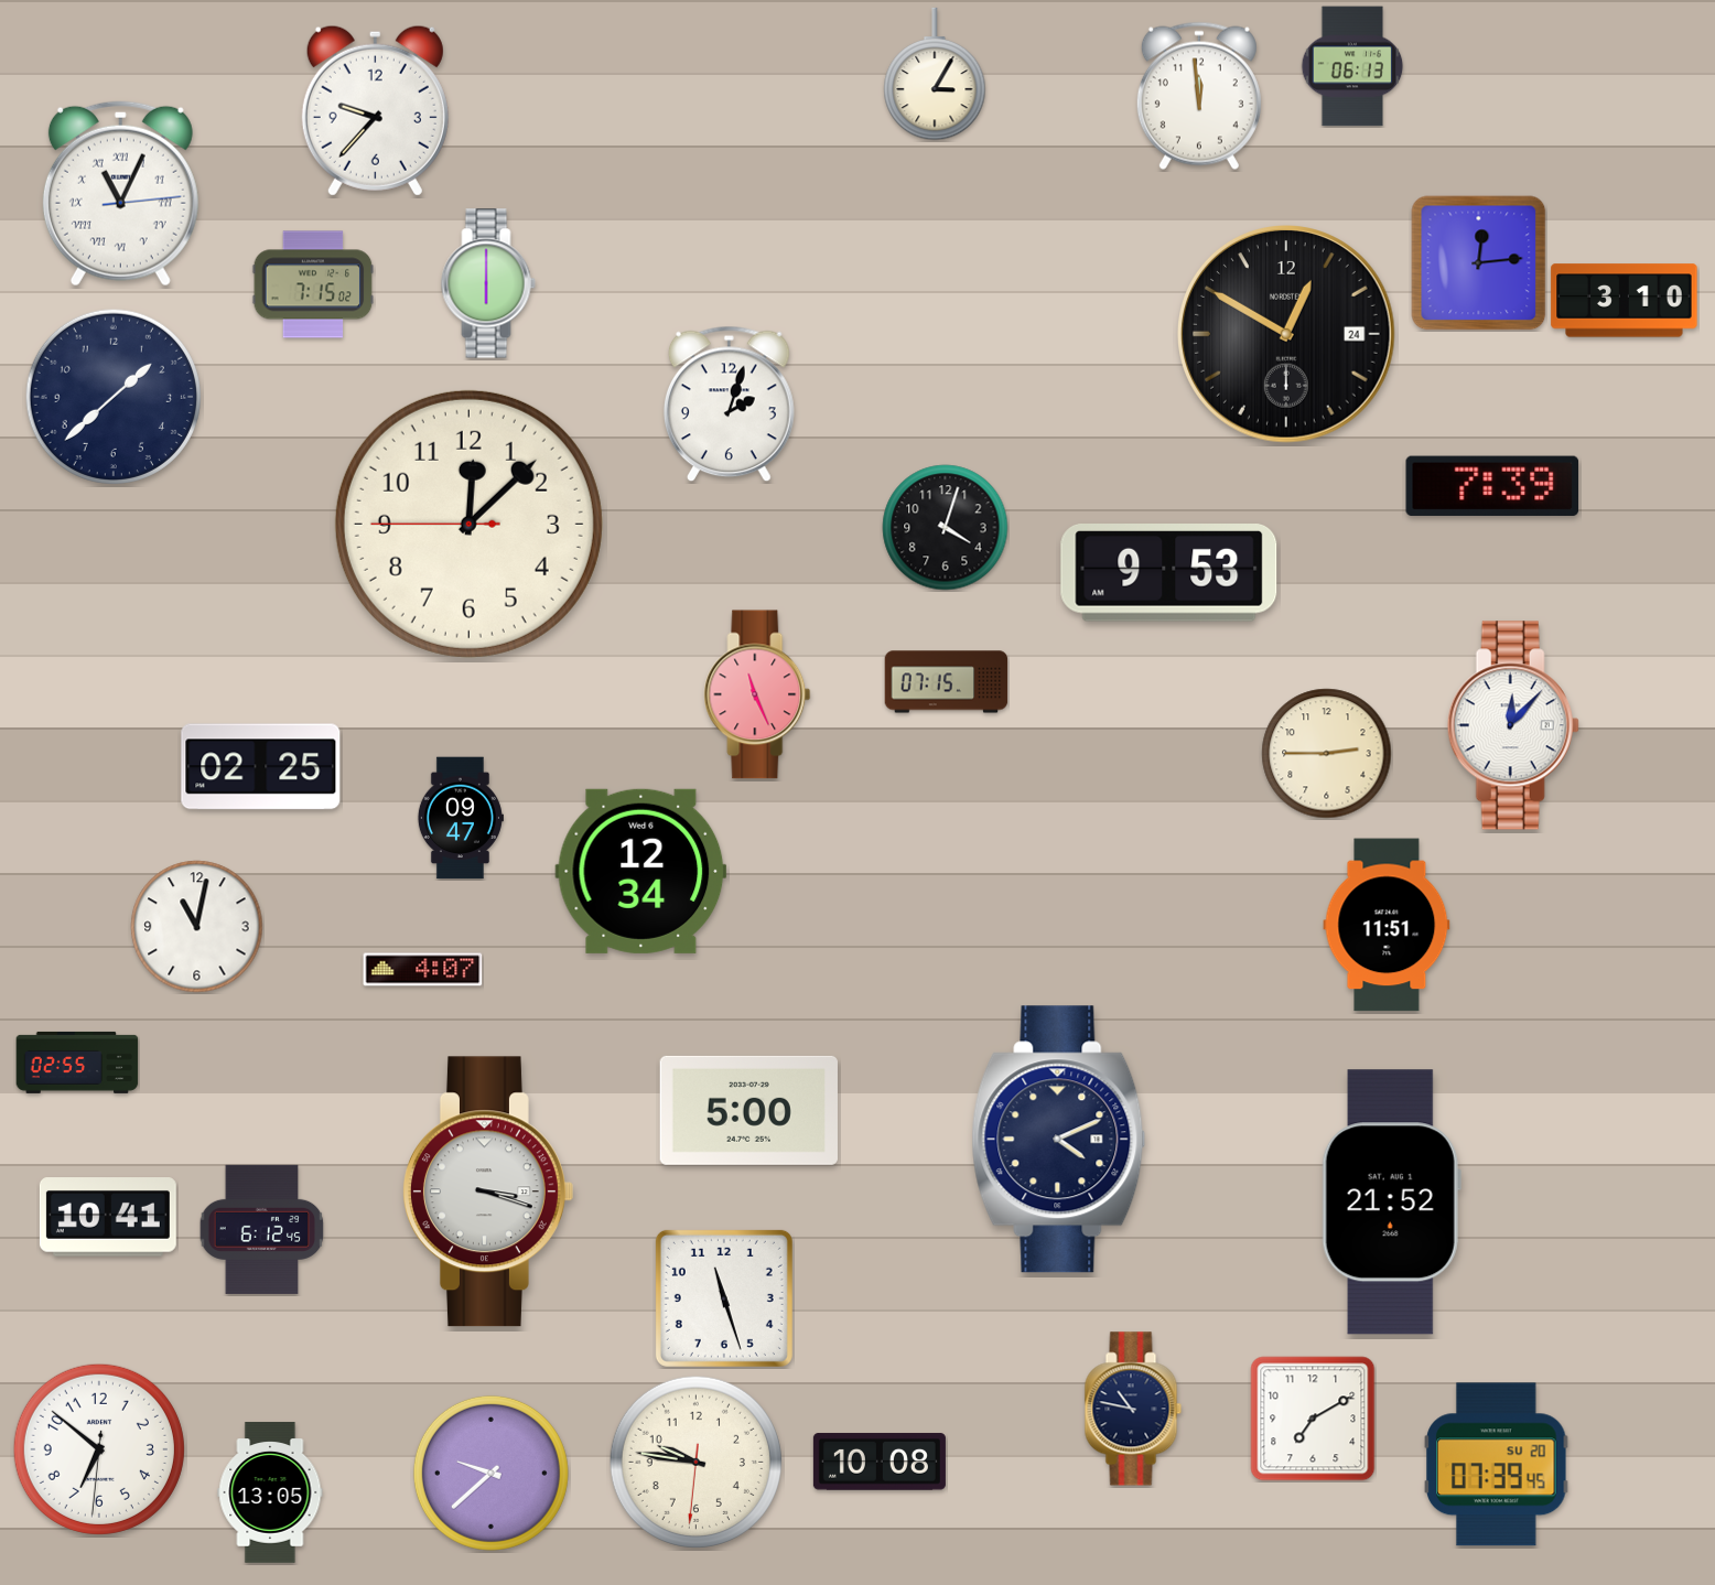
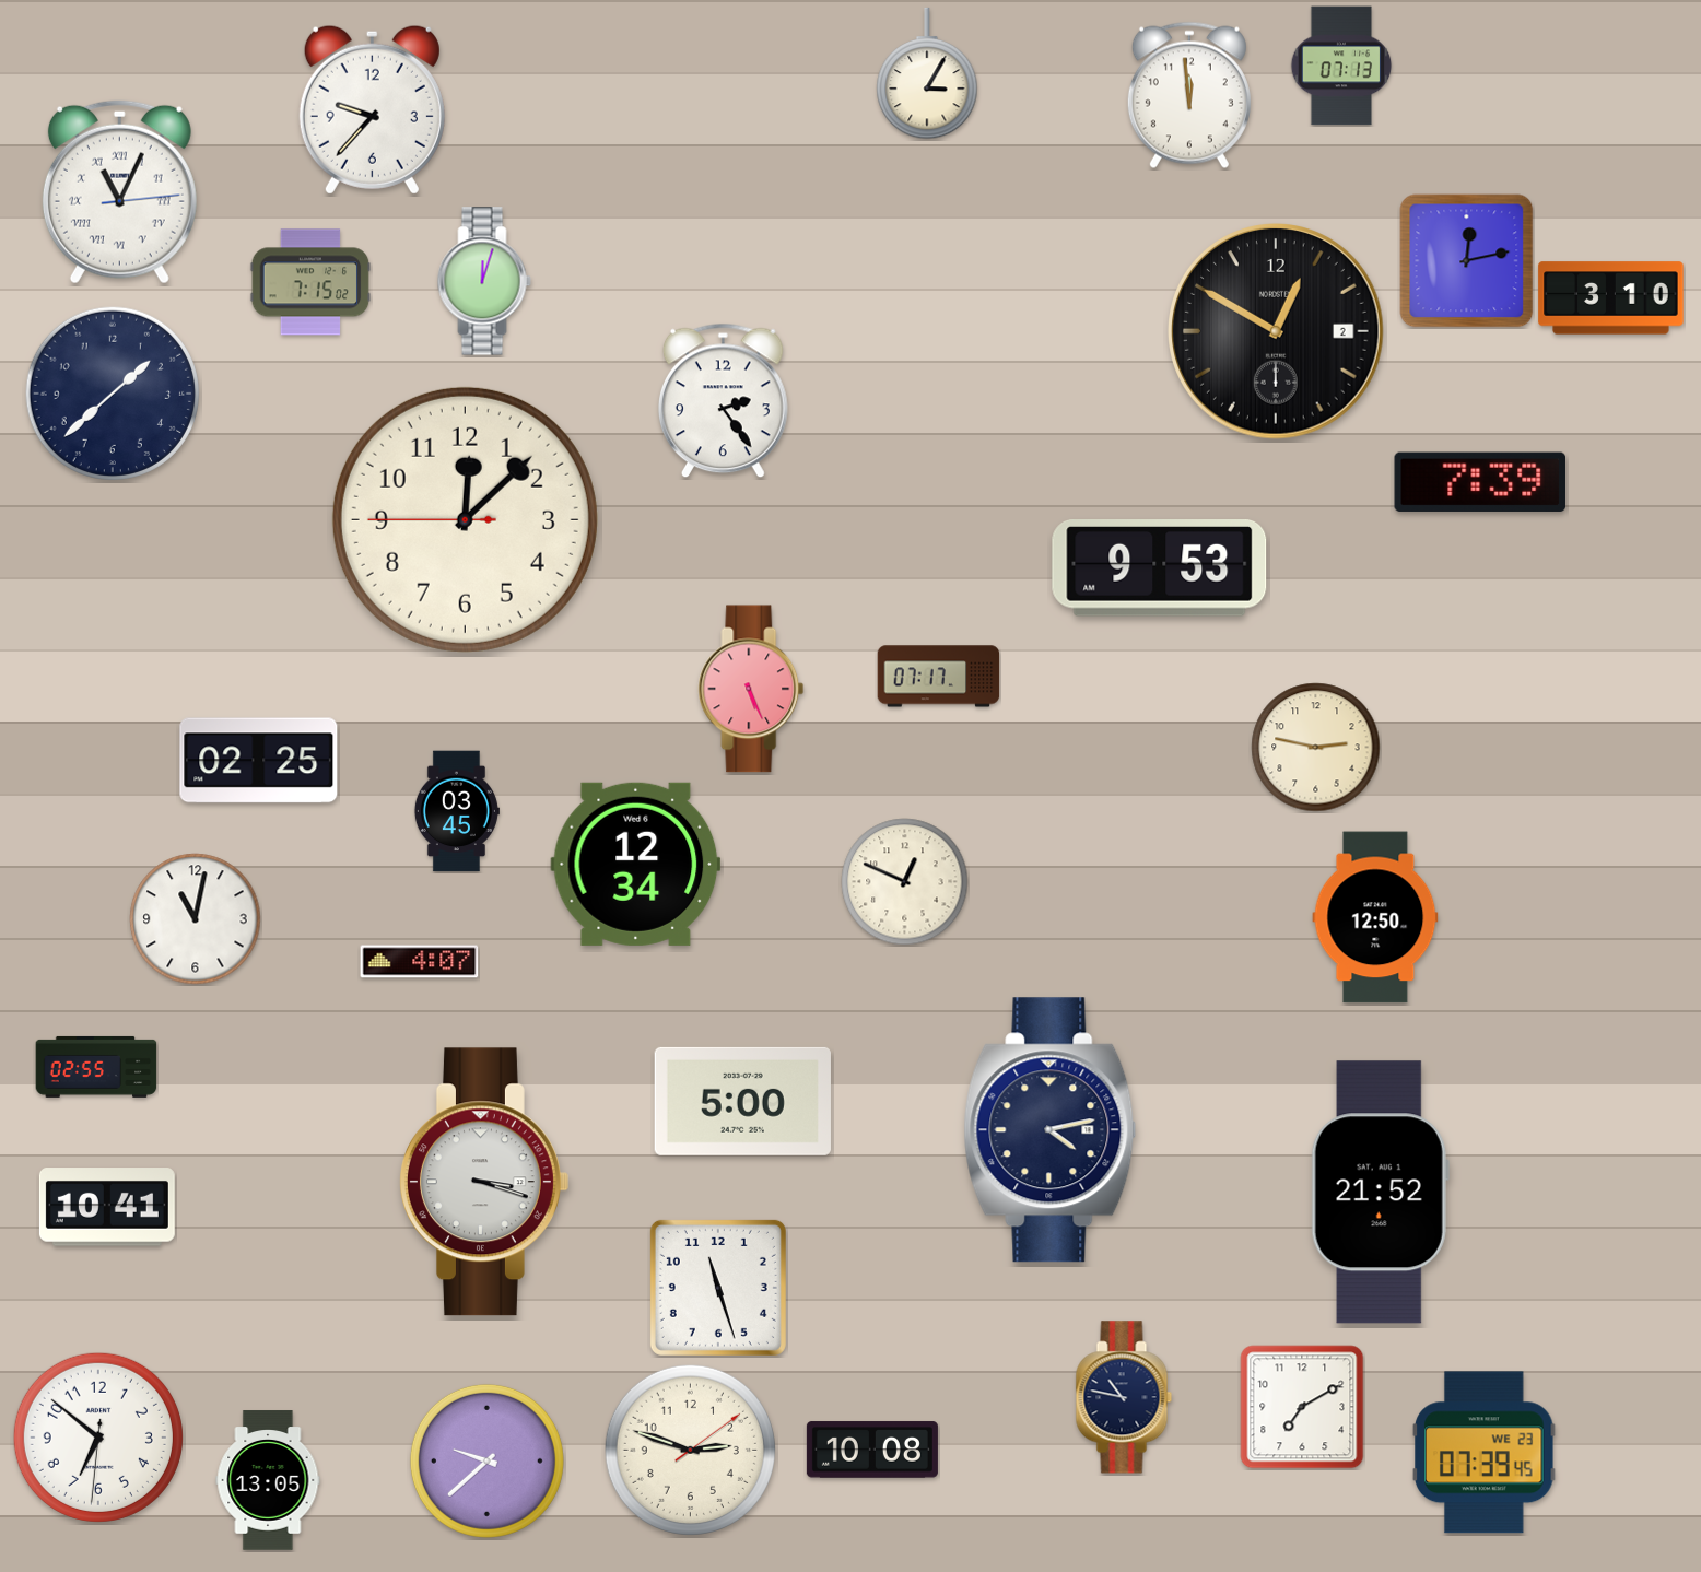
clock at (1352, 66): 06:13 -> 07:13
clock at (1479, 263): 12:14 -> 12:13
clock at (488, 283): 6:00 -> 12:03
clock at (1287, 335) date: 24 -> 2
clock at (729, 405): 2:03 -> 2:24
clock at (946, 528): 4:03 -> none
clock at (947, 682): 07:15 -> 07:17
clock at (757, 694): 11:26 -> 5:26
clock at (1513, 725): 12:07 -> none
clock at (1327, 754): 2:45 -> 2:47
clock at (460, 818): 09:47 -> 03:45
clock at (905, 882): none -> 12:49
clock at (1387, 925): 11:51 -> 12:50
clock at (77, 1063) position: (77, 1063) -> (96, 1067)
clock at (1059, 1140): 4:11 -> 4:13
clock at (262, 1229): 6:12 -> none
clock at (695, 1462): 9:46 -> 2:48
clock at (1497, 1465) date: SU 20 -> WE 23
